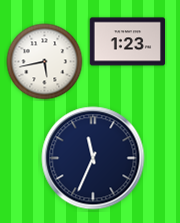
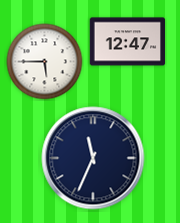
clock at (128, 42): 1:23 -> 12:47
clock at (45, 62): 5:43 -> 5:45
